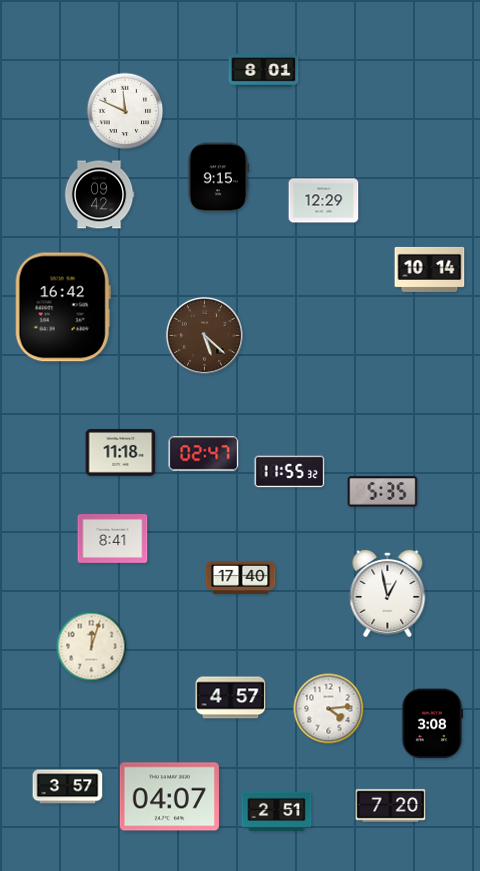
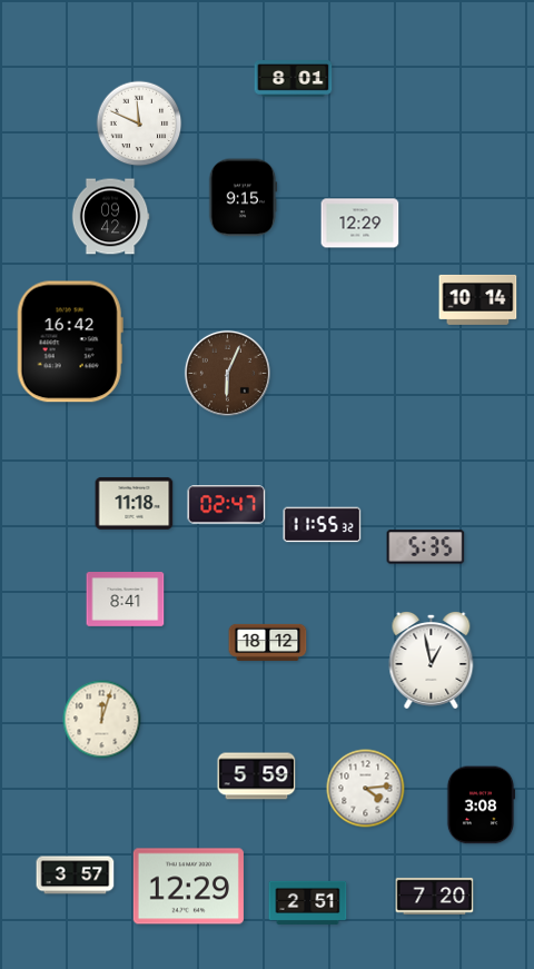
clock at (204, 335): 5:22 -> 6:04
clock at (241, 577): 17:40 -> 18:12
clock at (231, 698): 4:57 -> 5:59
clock at (169, 797): 04:07 -> 12:29
